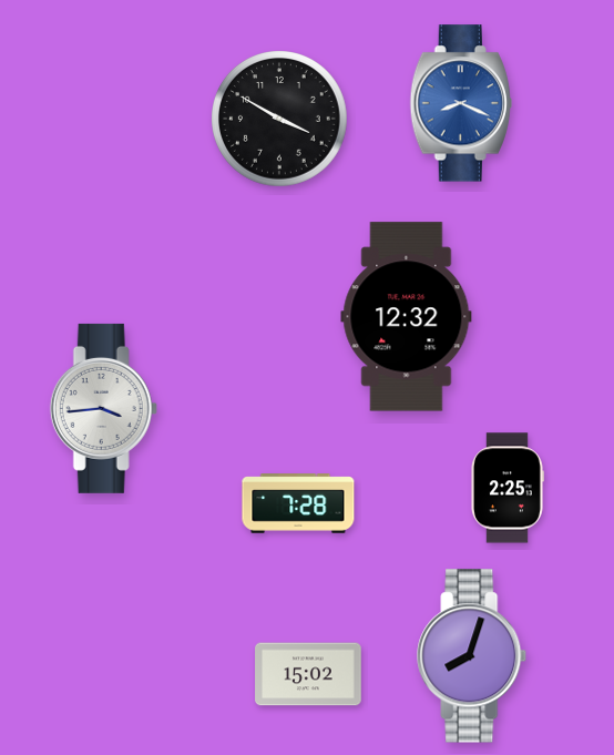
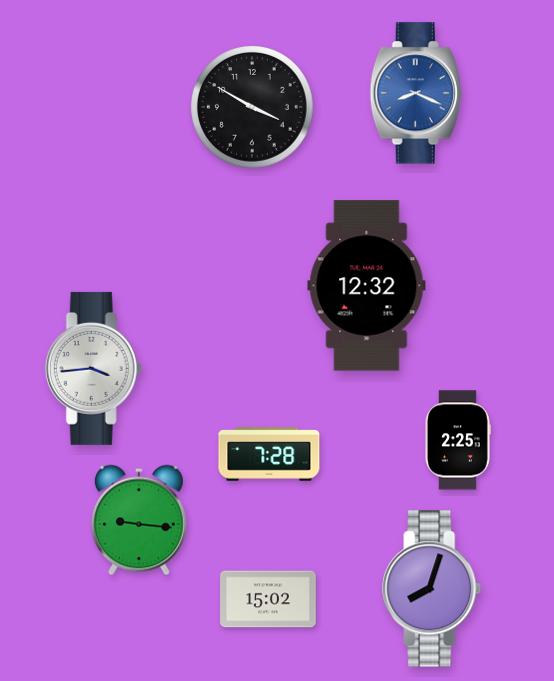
clock at (139, 520): none -> 9:16
clock at (472, 656) position: (472, 656) -> (432, 589)
clock at (308, 674) position: (308, 674) -> (268, 599)
